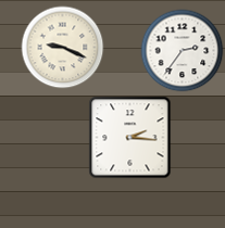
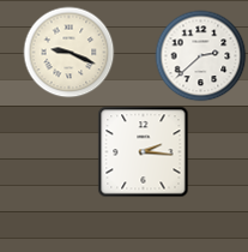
clock at (183, 51): 2:36 -> 2:38
